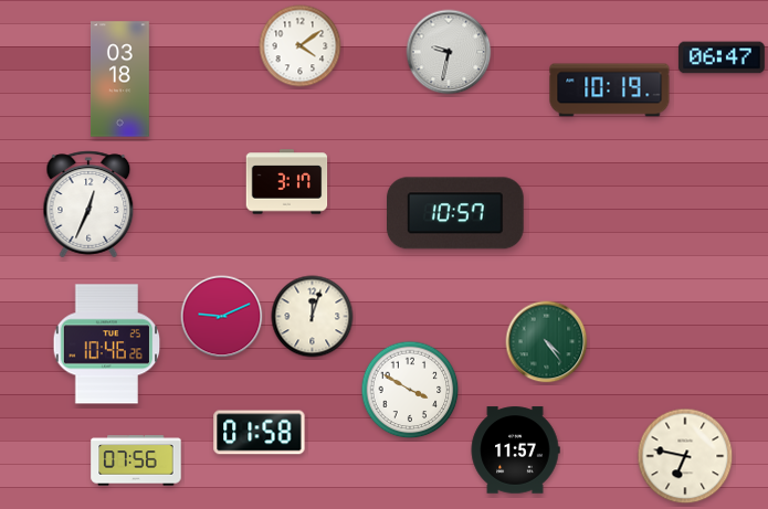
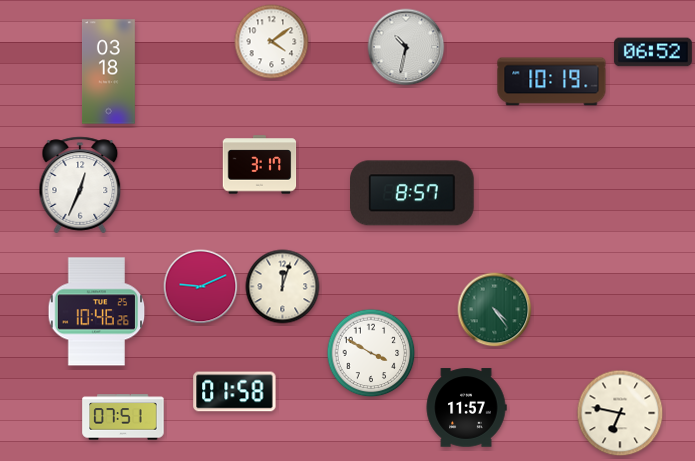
clock at (449, 52): 9:32 -> 10:32
clock at (722, 57): 06:47 -> 06:52
clock at (456, 213): 10:57 -> 8:57
clock at (136, 460): 07:56 -> 07:51
